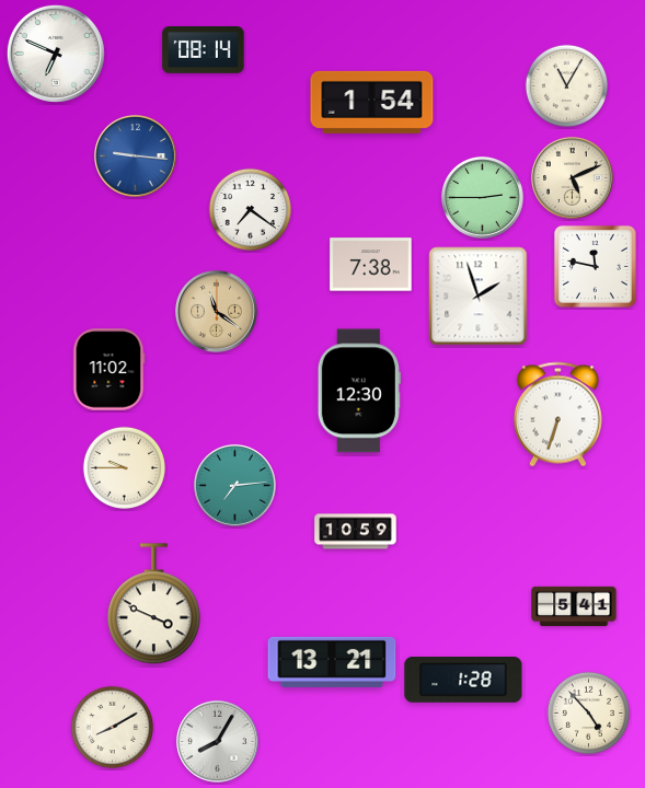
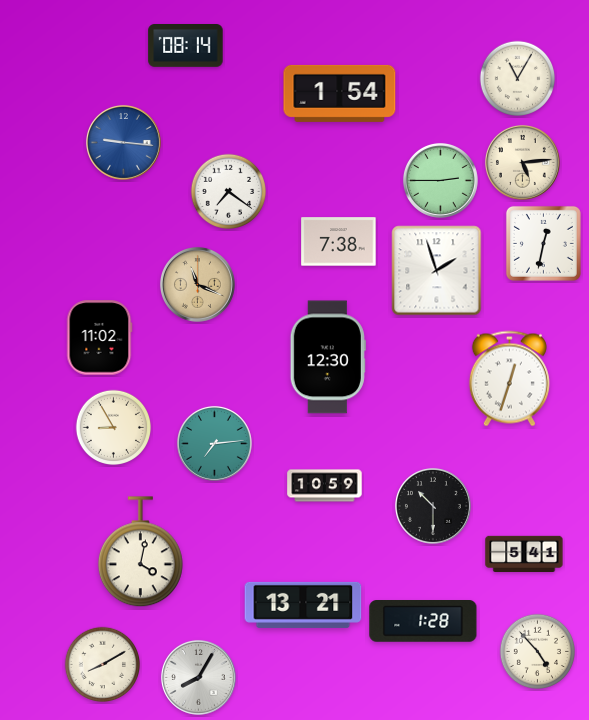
clock at (56, 54): 6:49 -> none
clock at (572, 177): 5:11 -> 5:14
clock at (595, 266): 11:47 -> 12:32
clock at (216, 311): 11:21 -> 11:19
clock at (557, 415): 6:33 -> 12:33
clock at (125, 468): 9:45 -> 8:55
clock at (433, 506): none -> 10:30
clock at (153, 604): 3:49 -> 4:02
